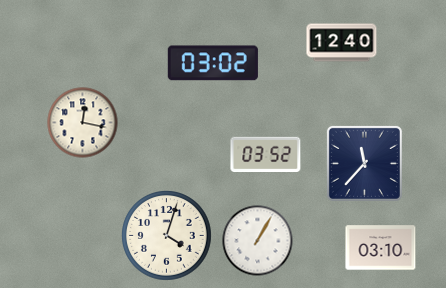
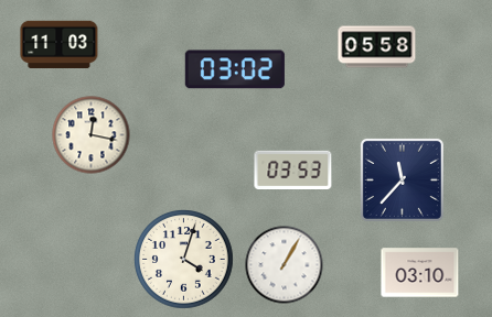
clock at (60, 44): none -> 11:03
clock at (342, 43): 12:40 -> 05:58
clock at (266, 154): 03:52 -> 03:53
